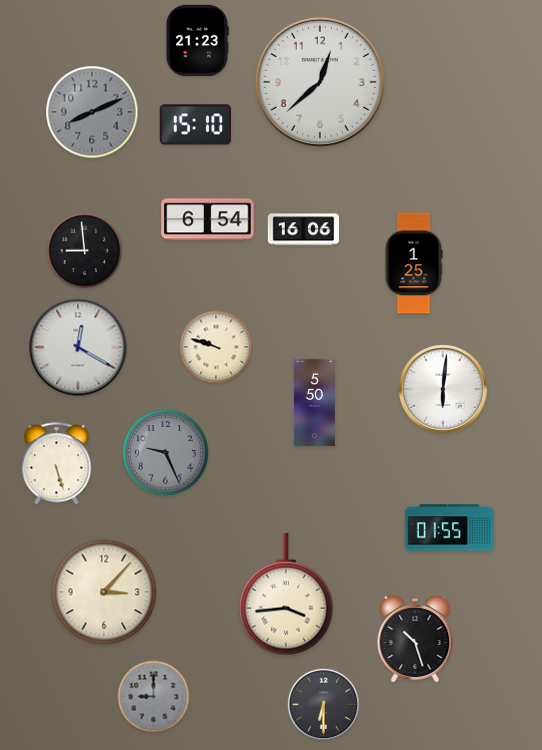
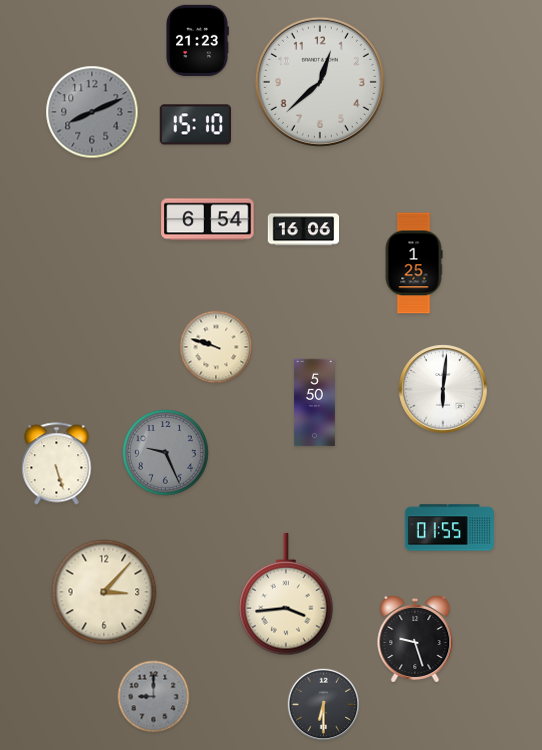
clock at (85, 251): 8:59 -> none
clock at (78, 347): 12:20 -> none
clock at (415, 638): 10:27 -> 9:27
